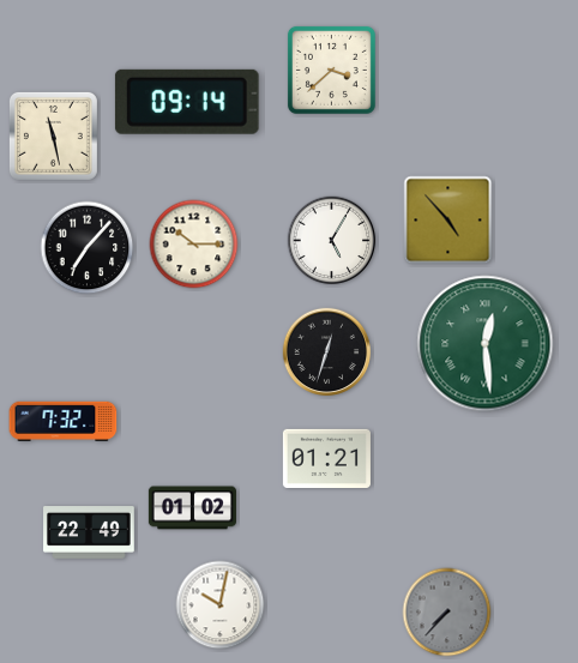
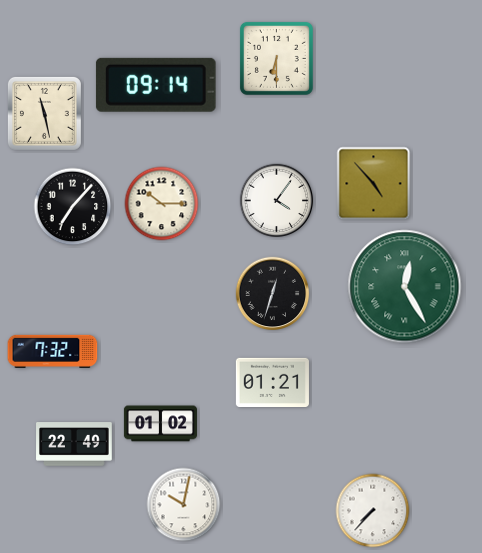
clock at (331, 70): 3:38 -> 6:30
clock at (332, 241): 5:05 -> 4:06
clock at (486, 344): 12:29 -> 12:25
clock at (447, 613) dial: grey -> white
